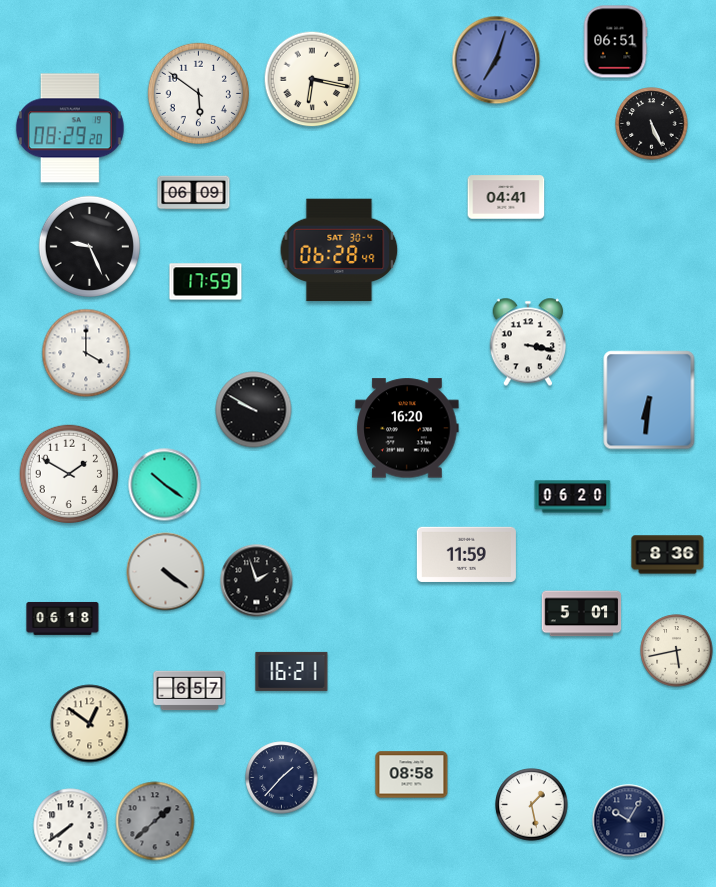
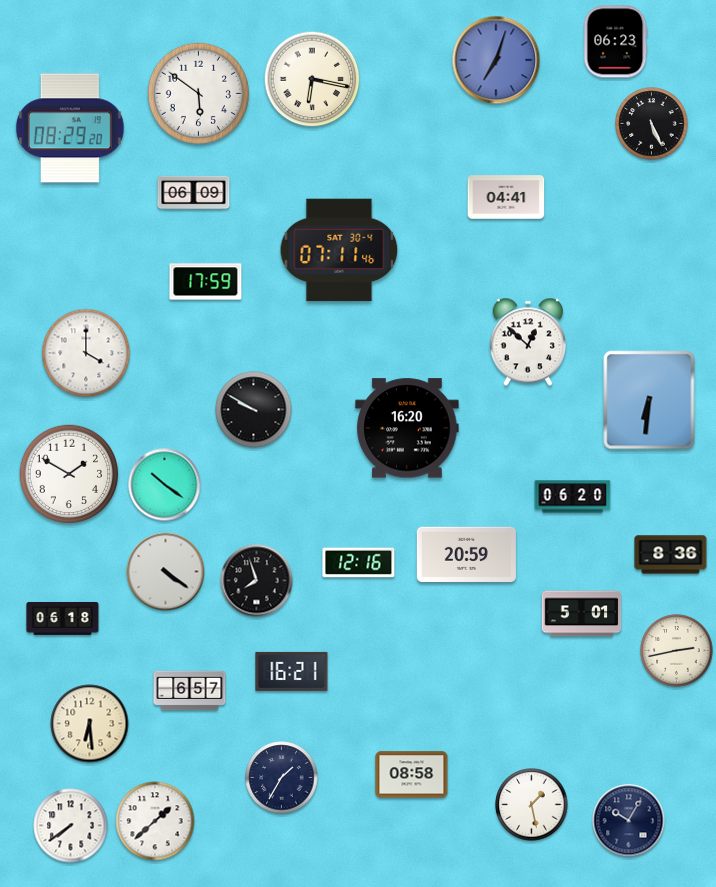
clock at (615, 42): 06:51 -> 06:23
clock at (89, 246): 9:26 -> none
clock at (339, 250): 06:28 -> 07:11
clock at (528, 342): 3:17 -> 12:52
clock at (466, 554): 11:59 -> 20:59
clock at (668, 555) position: (668, 555) -> (671, 555)
clock at (359, 563): none -> 12:16
clock at (257, 581): 1:57 -> 7:57
clock at (677, 651): 5:43 -> 2:43
clock at (90, 724): 12:51 -> 6:29
clock at (282, 778): 1:37 -> 1:35
clock at (155, 821) dial: grey -> white
